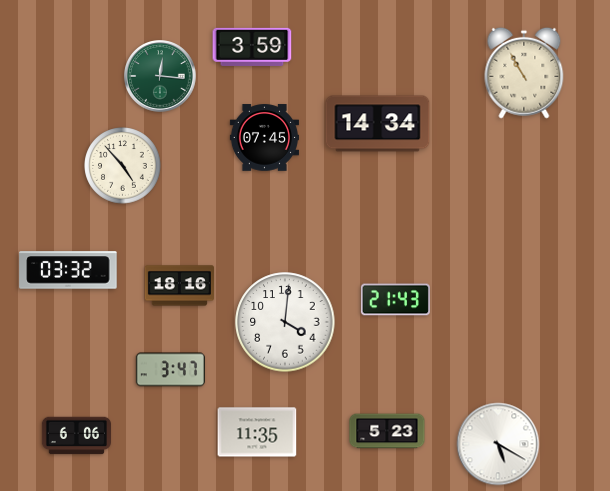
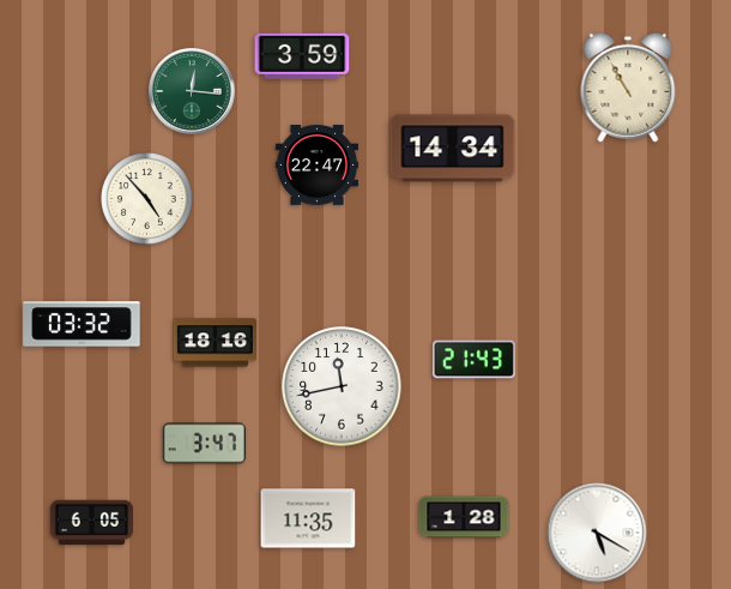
clock at (264, 138): 07:45 -> 22:47
clock at (285, 322): 4:01 -> 11:43
clock at (387, 431): 5:23 -> 1:28
clock at (76, 436): 6:06 -> 6:05
